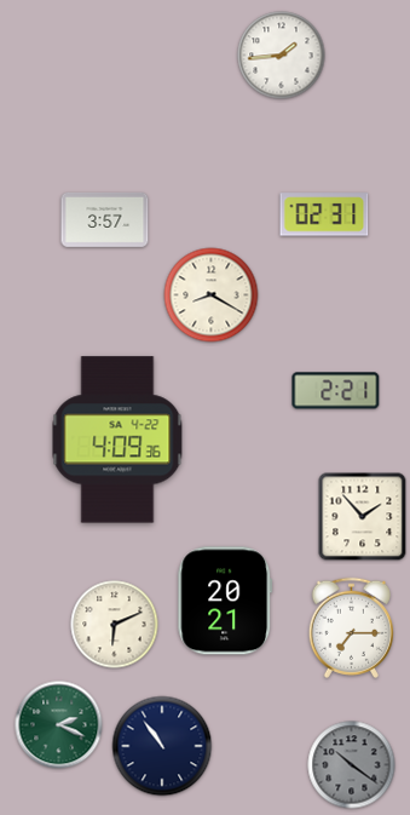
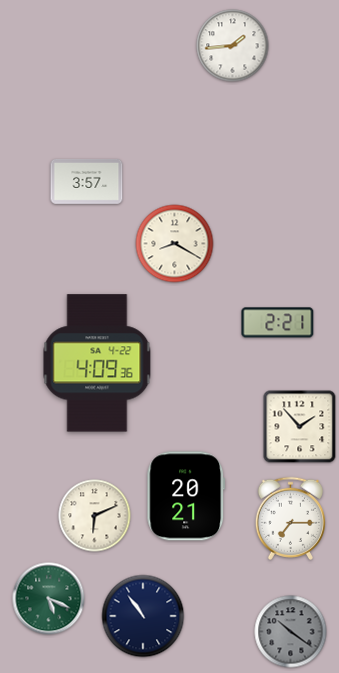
clock at (324, 214): 02:31 -> none
clock at (59, 725): 2:19 -> 5:19
clock at (162, 746) position: (162, 746) -> (143, 616)
